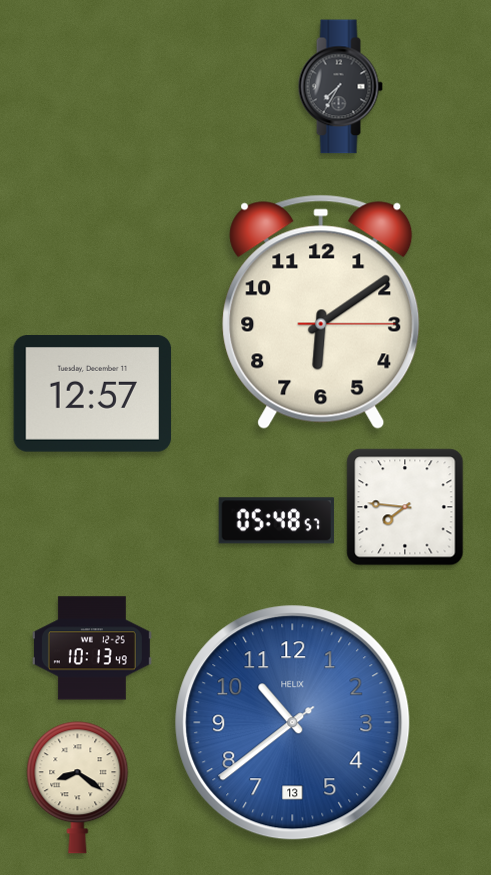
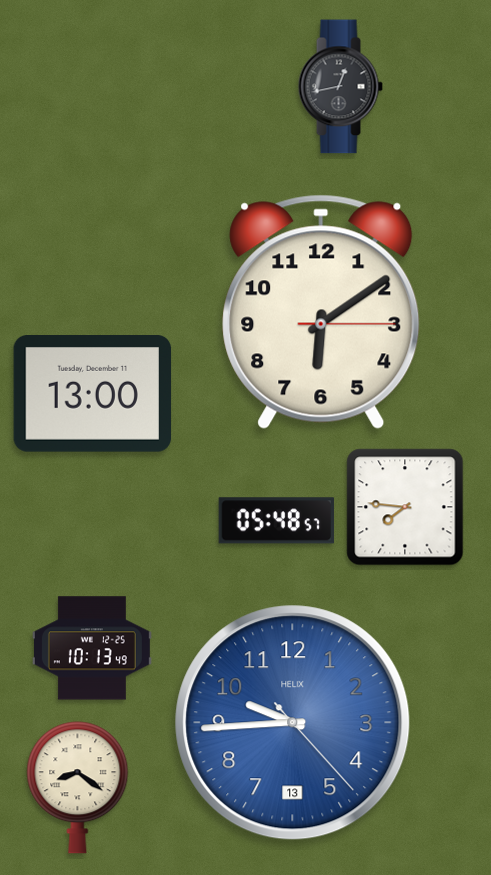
clock at (340, 87): 7:35 -> 12:43
clock at (93, 394): 12:57 -> 13:00
clock at (293, 723): 10:38 -> 9:44
